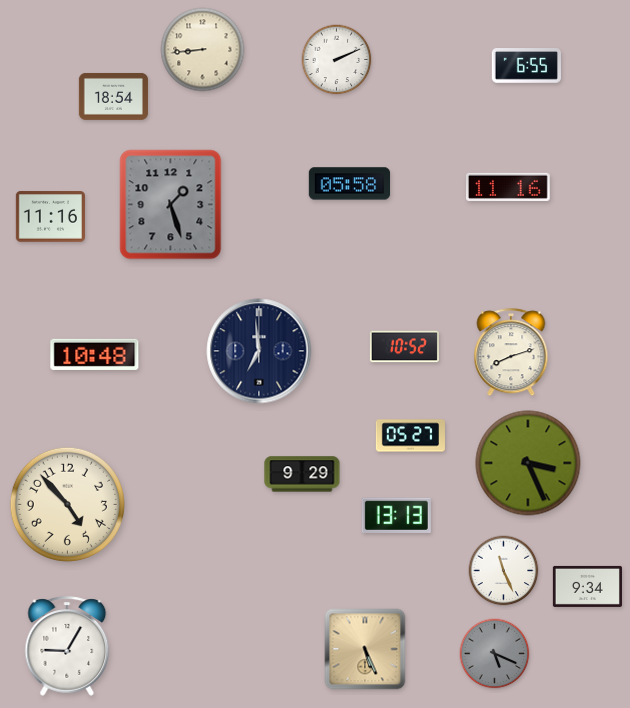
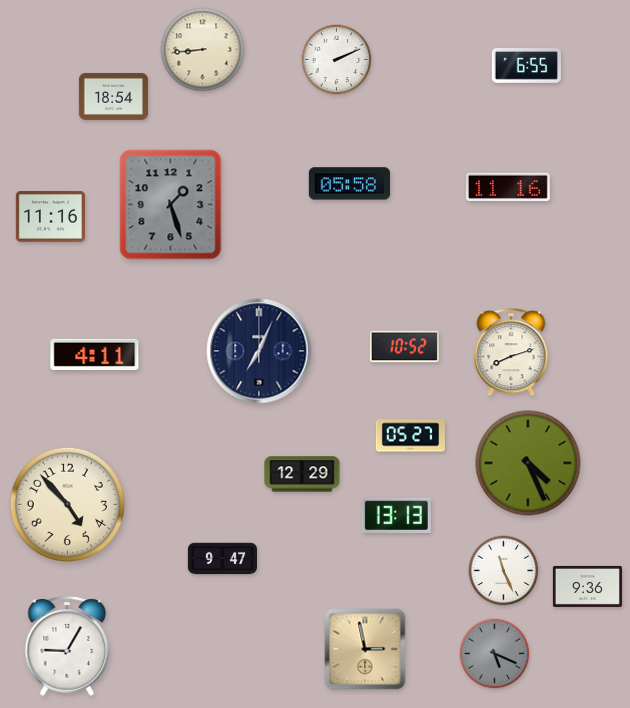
clock at (259, 351): 6:59 -> 7:04
clock at (95, 354): 10:48 -> 4:11
clock at (528, 463): 3:26 -> 4:26
clock at (302, 474): 9:29 -> 12:29
clock at (222, 559): none -> 9:47
clock at (587, 586): 9:34 -> 9:36
clock at (365, 649): 5:26 -> 2:58
